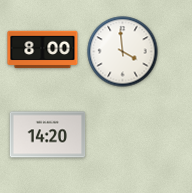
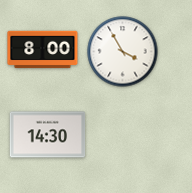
clock at (123, 52): 3:59 -> 3:55
clock at (48, 135): 14:20 -> 14:30
